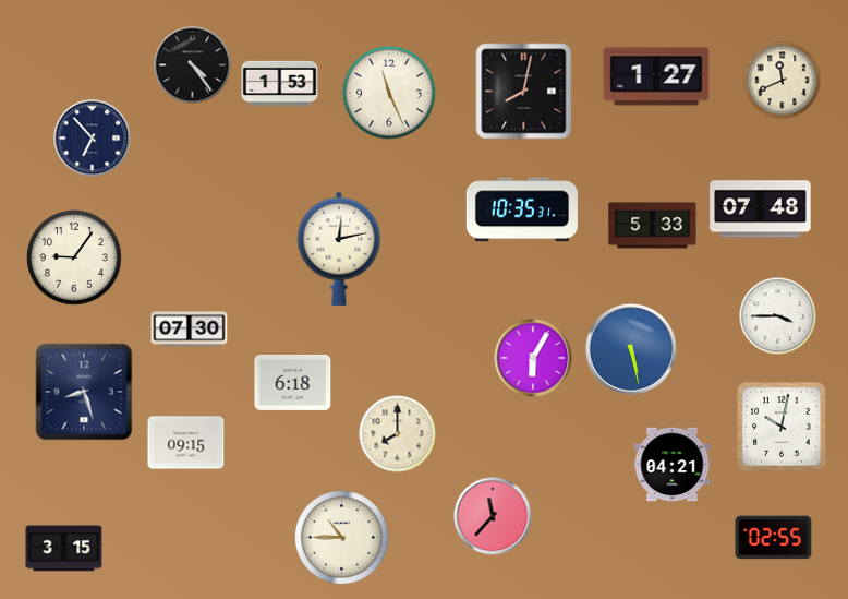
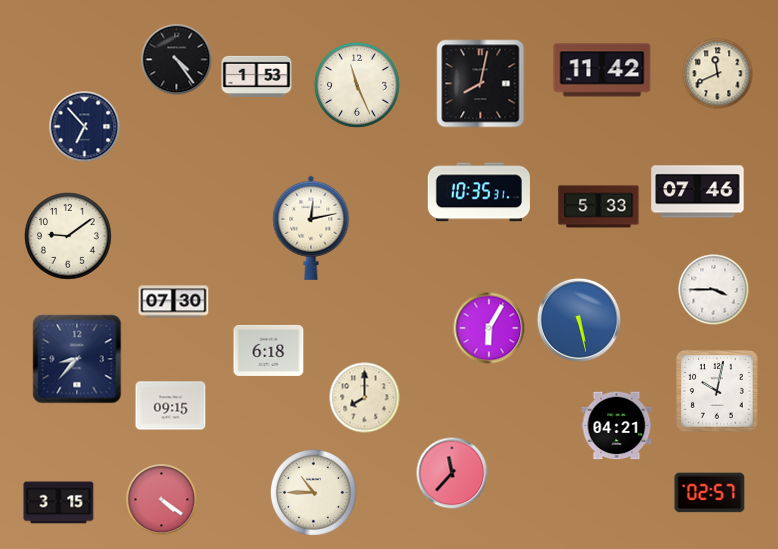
clock at (656, 76): 1:27 -> 11:42
clock at (761, 209): 07:48 -> 07:46
clock at (75, 259): 9:06 -> 9:09
clock at (84, 392): 8:27 -> 8:37
clock at (774, 538): 02:55 -> 02:57
clock at (162, 500): none -> 4:21
